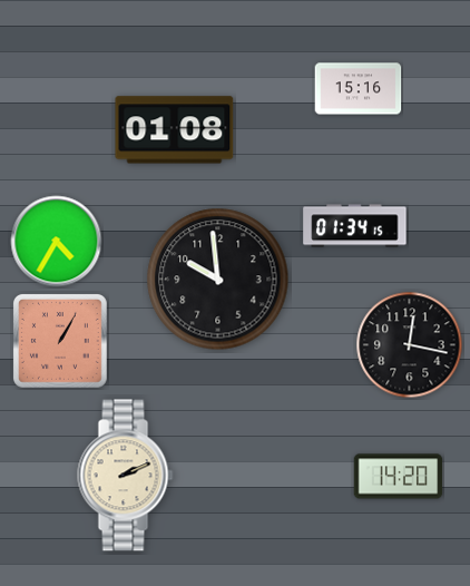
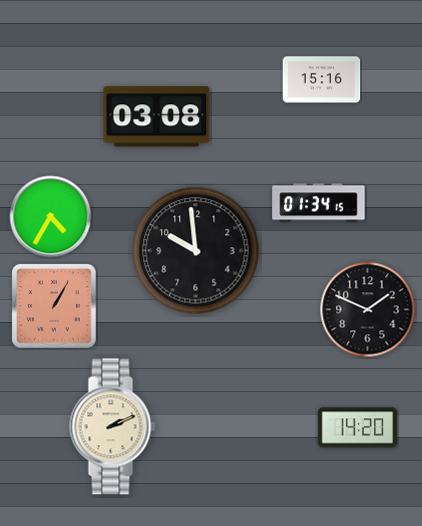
clock at (175, 130): 01:08 -> 03:08
clock at (410, 345): 12:17 -> 1:49
